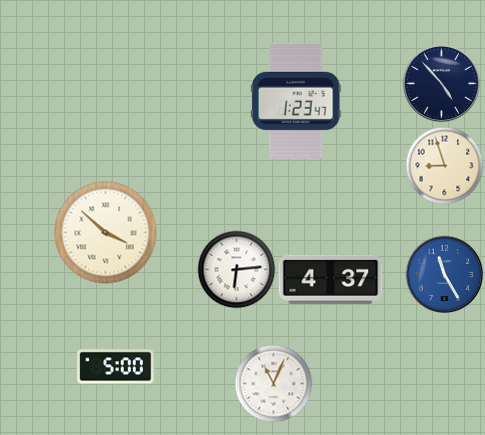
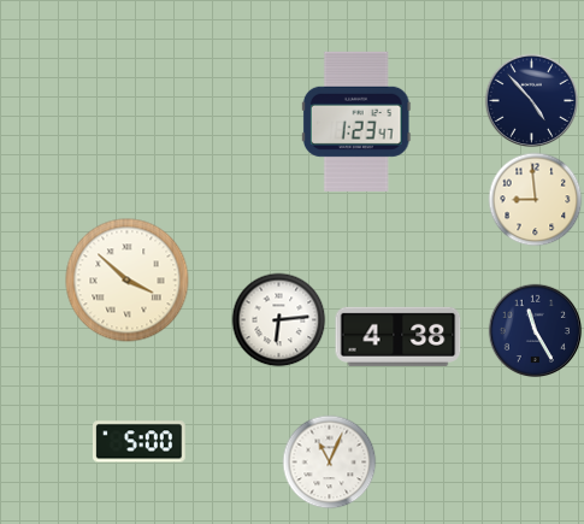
clock at (444, 165): 8:57 -> 8:59
clock at (236, 269) position: (236, 269) -> (278, 319)
clock at (444, 274) dial: blue -> navy
clock at (331, 279): 4:37 -> 4:38
